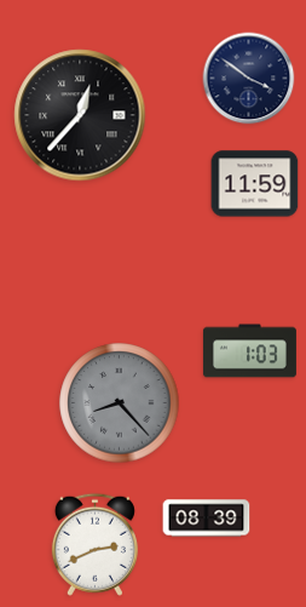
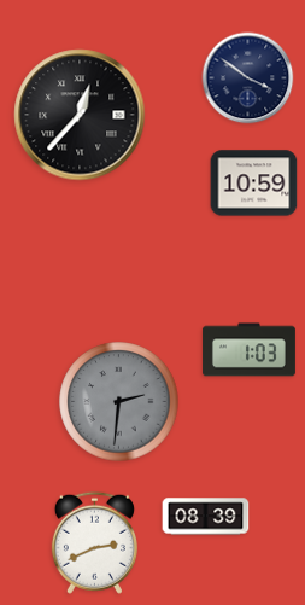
clock at (255, 184): 11:59 -> 10:59
clock at (120, 403): 8:23 -> 2:31
